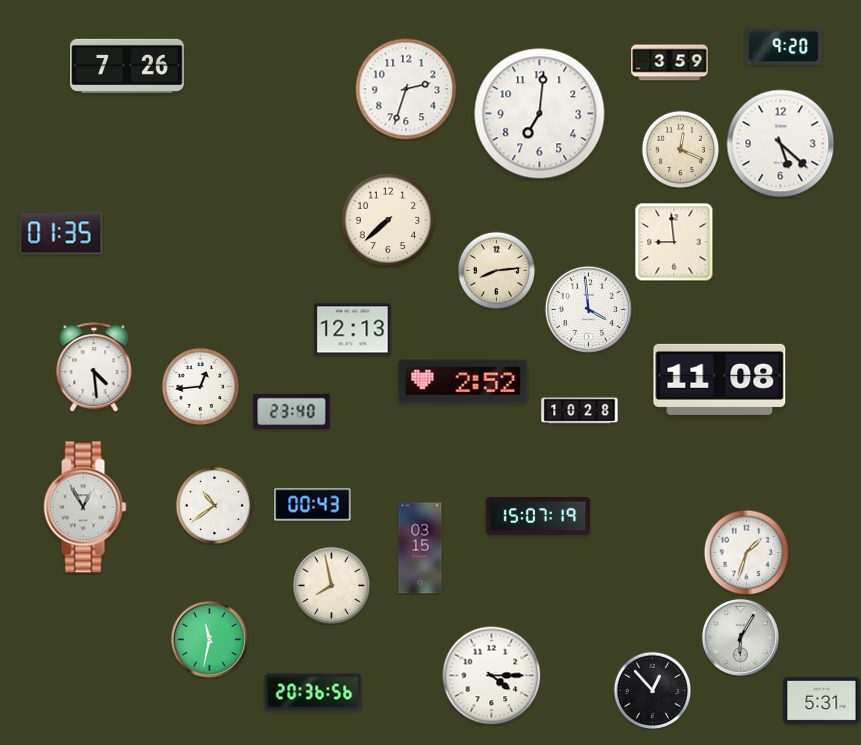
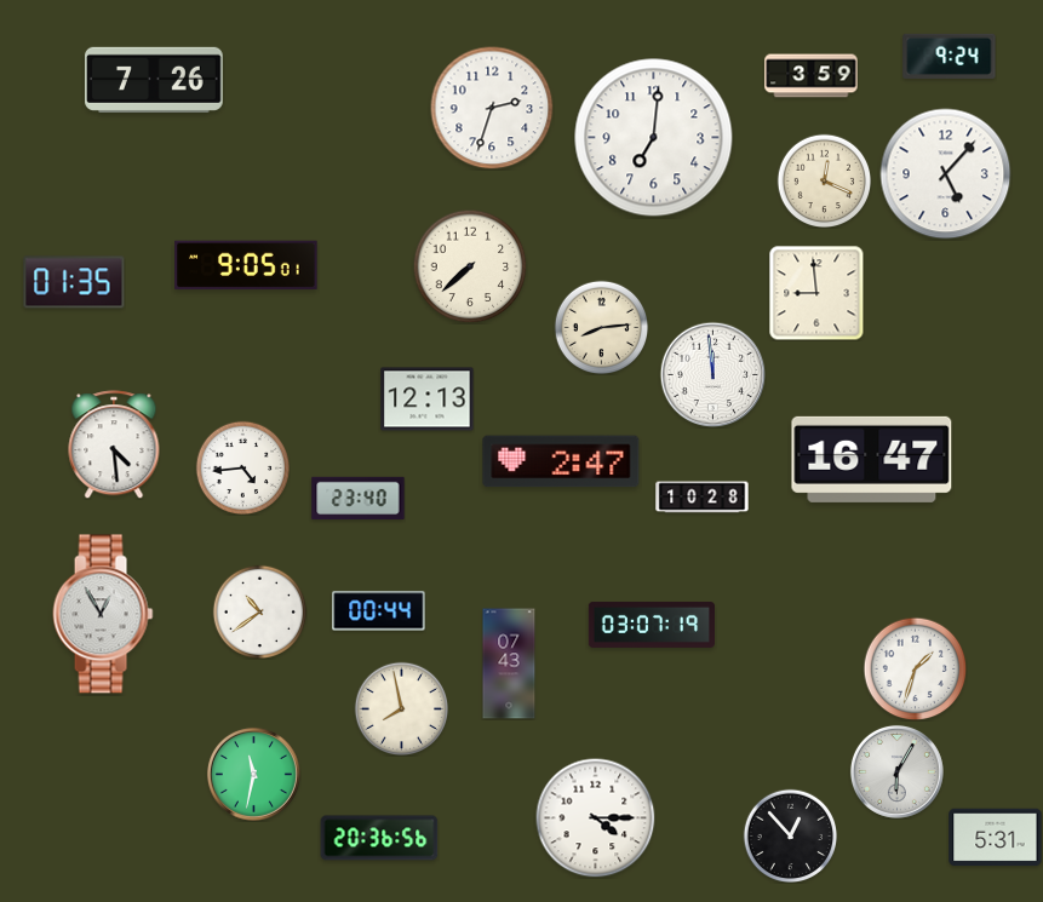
clock at (784, 46): 9:20 -> 9:24
clock at (781, 144): 5:22 -> 5:07
clock at (246, 265): none -> 9:05
clock at (588, 309): 3:59 -> 11:59
clock at (720, 379): 11:08 -> 16:47
clock at (463, 381): 2:52 -> 2:47
clock at (200, 386): 12:44 -> 4:44
clock at (292, 412) position: (292, 412) -> (359, 499)
clock at (313, 505): 00:43 -> 00:44
clock at (537, 516): 15:07 -> 03:07
clock at (420, 548): 03:15 -> 07:43
clock at (746, 552) position: (746, 552) -> (915, 668)
clock at (822, 701) position: (822, 701) -> (996, 838)
